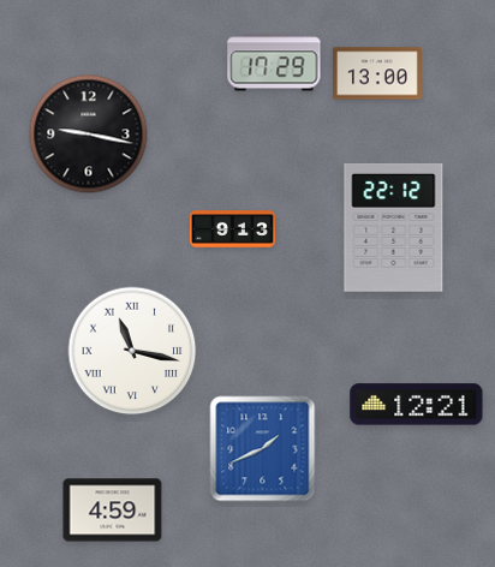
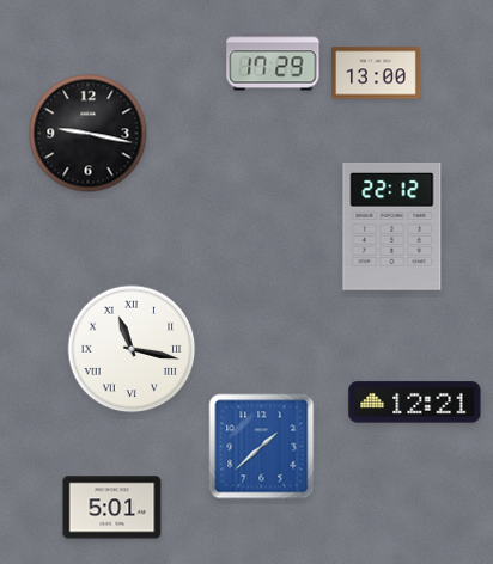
clock at (233, 229): 9:13 -> none
clock at (263, 449): 1:41 -> 1:38
clock at (113, 511): 4:59 -> 5:01
